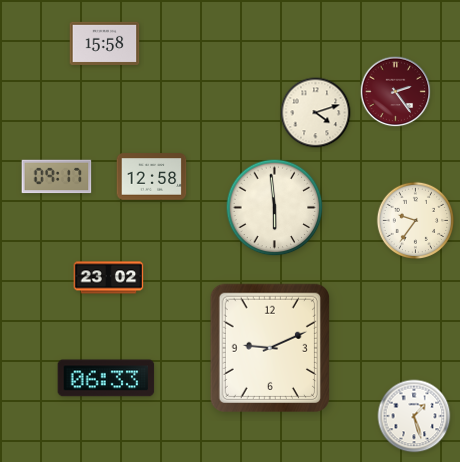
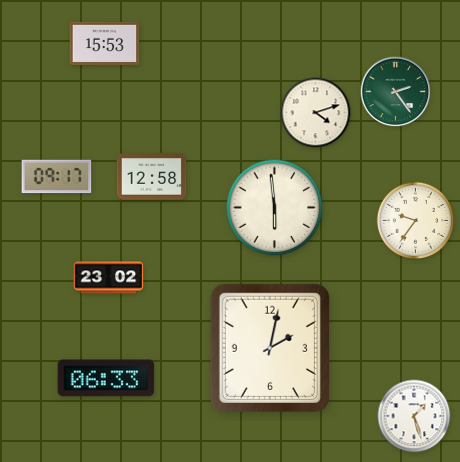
clock at (105, 43): 15:58 -> 15:53
clock at (396, 92) dial: burgundy -> green
clock at (269, 347): 9:11 -> 2:02
